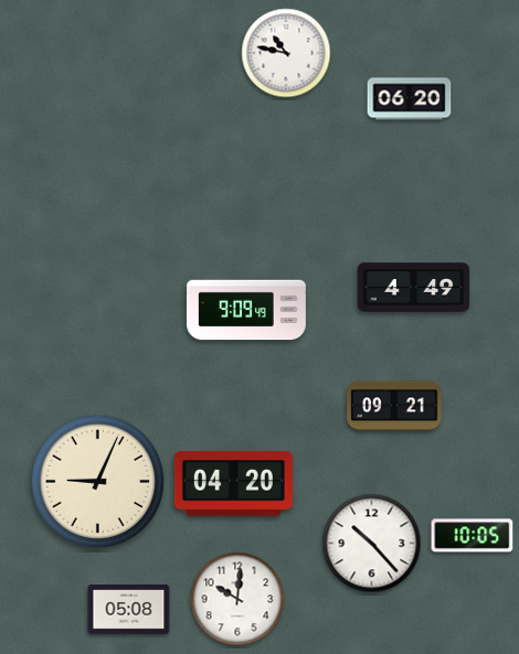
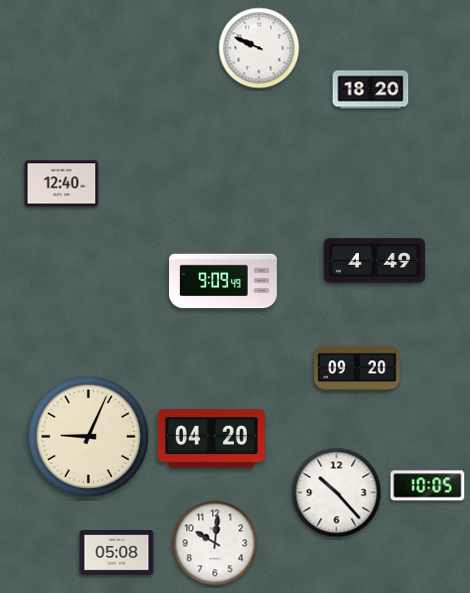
clock at (286, 53): 10:47 -> 9:49
clock at (410, 99): 06:20 -> 18:20
clock at (62, 184): none -> 12:40
clock at (394, 406): 09:21 -> 09:20
